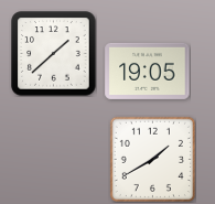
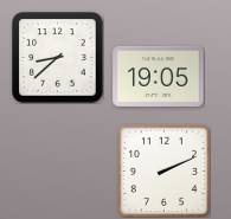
clock at (54, 54): 1:38 -> 8:38
clock at (152, 159): 1:40 -> 2:11
